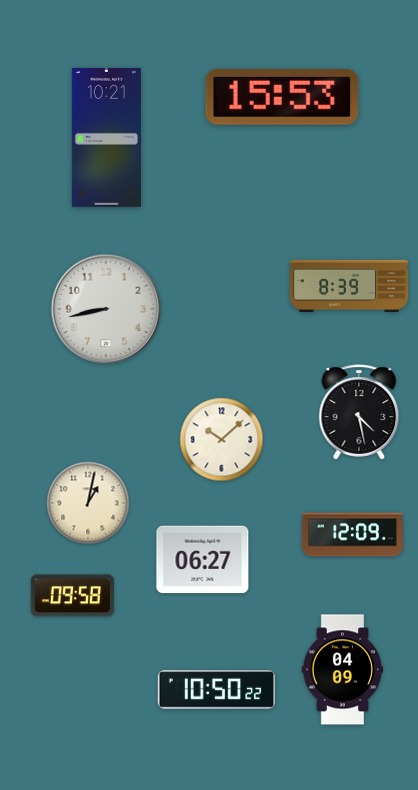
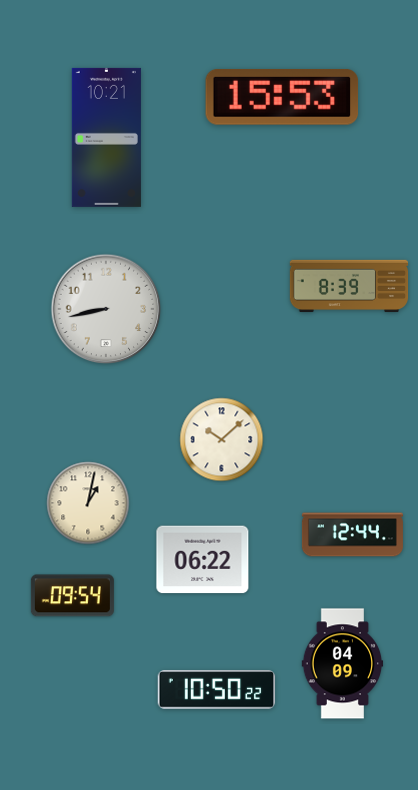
clock at (359, 412): 4:28 -> none
clock at (352, 535): 12:09 -> 12:44
clock at (203, 560): 06:27 -> 06:22
clock at (72, 596): 09:58 -> 09:54
clock at (343, 670) position: (343, 670) -> (343, 664)
